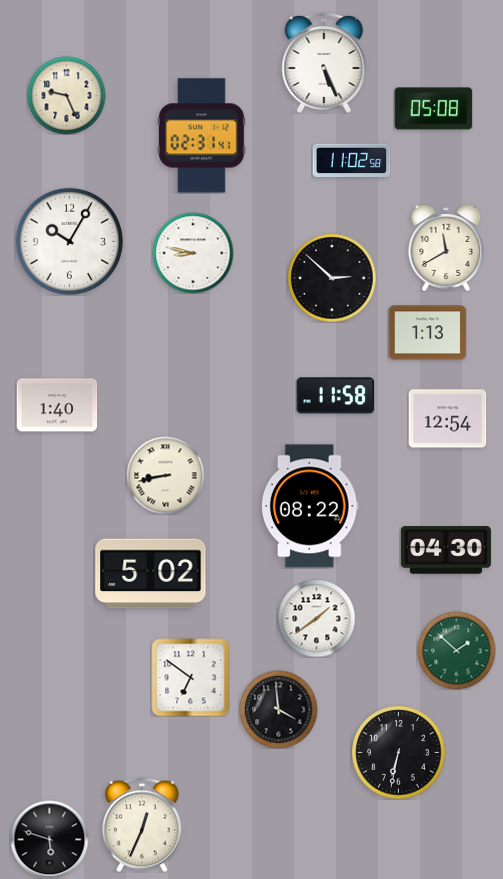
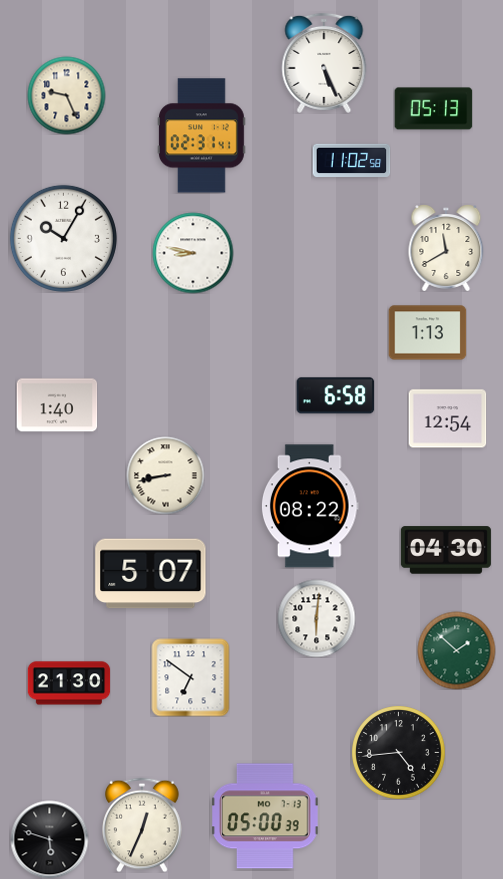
clock at (433, 109): 05:08 -> 05:13
clock at (69, 241) position: (69, 241) -> (63, 238)
clock at (332, 278): 2:52 -> none
clock at (335, 396): 11:58 -> 6:58
clock at (151, 574): 5:02 -> 5:07
clock at (316, 618): 1:39 -> 6:01
clock at (69, 683): none -> 21:30
clock at (278, 709): 3:59 -> none
clock at (398, 752): 6:32 -> 4:44
clock at (266, 816): none -> 05:00
